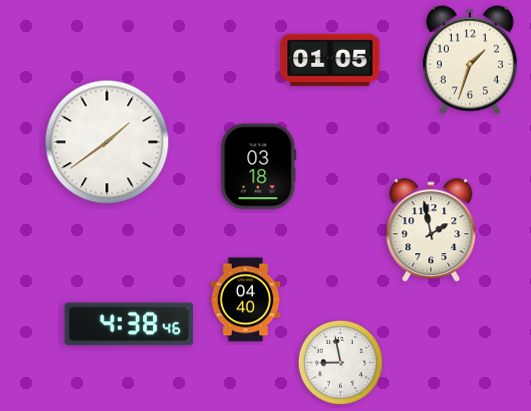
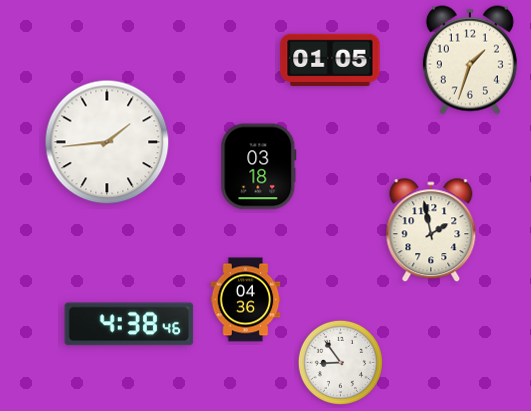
clock at (107, 142): 1:39 -> 1:44
clock at (246, 300): 04:40 -> 04:36
clock at (340, 362): 8:58 -> 8:54
